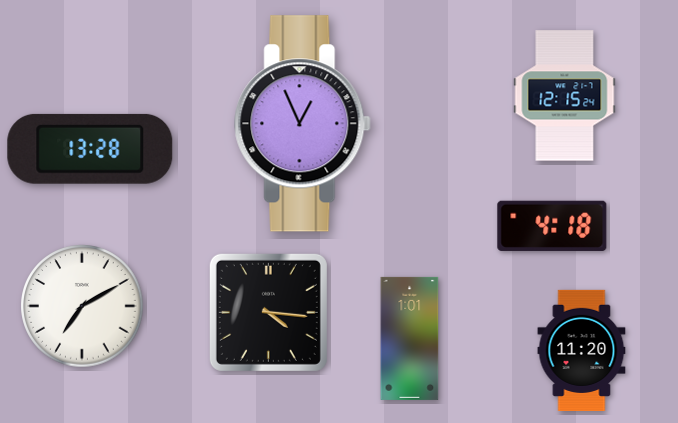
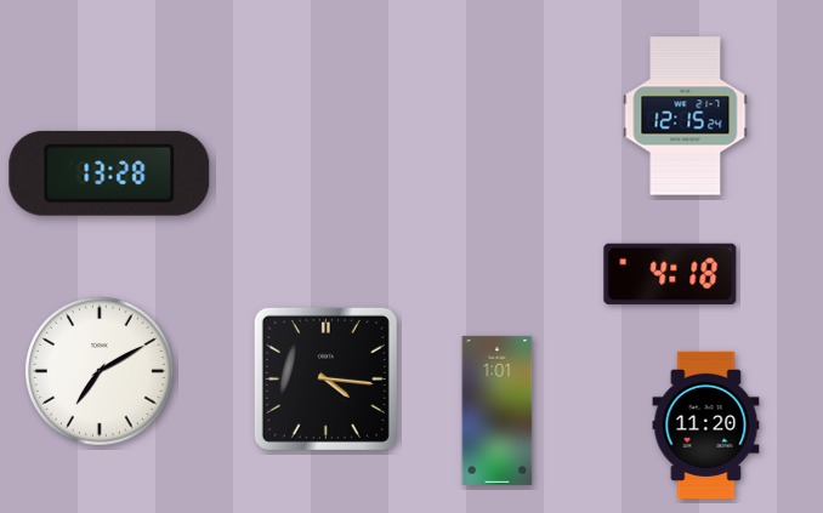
clock at (303, 124): 12:56 -> none
clock at (90, 149) position: (90, 149) -> (109, 173)
